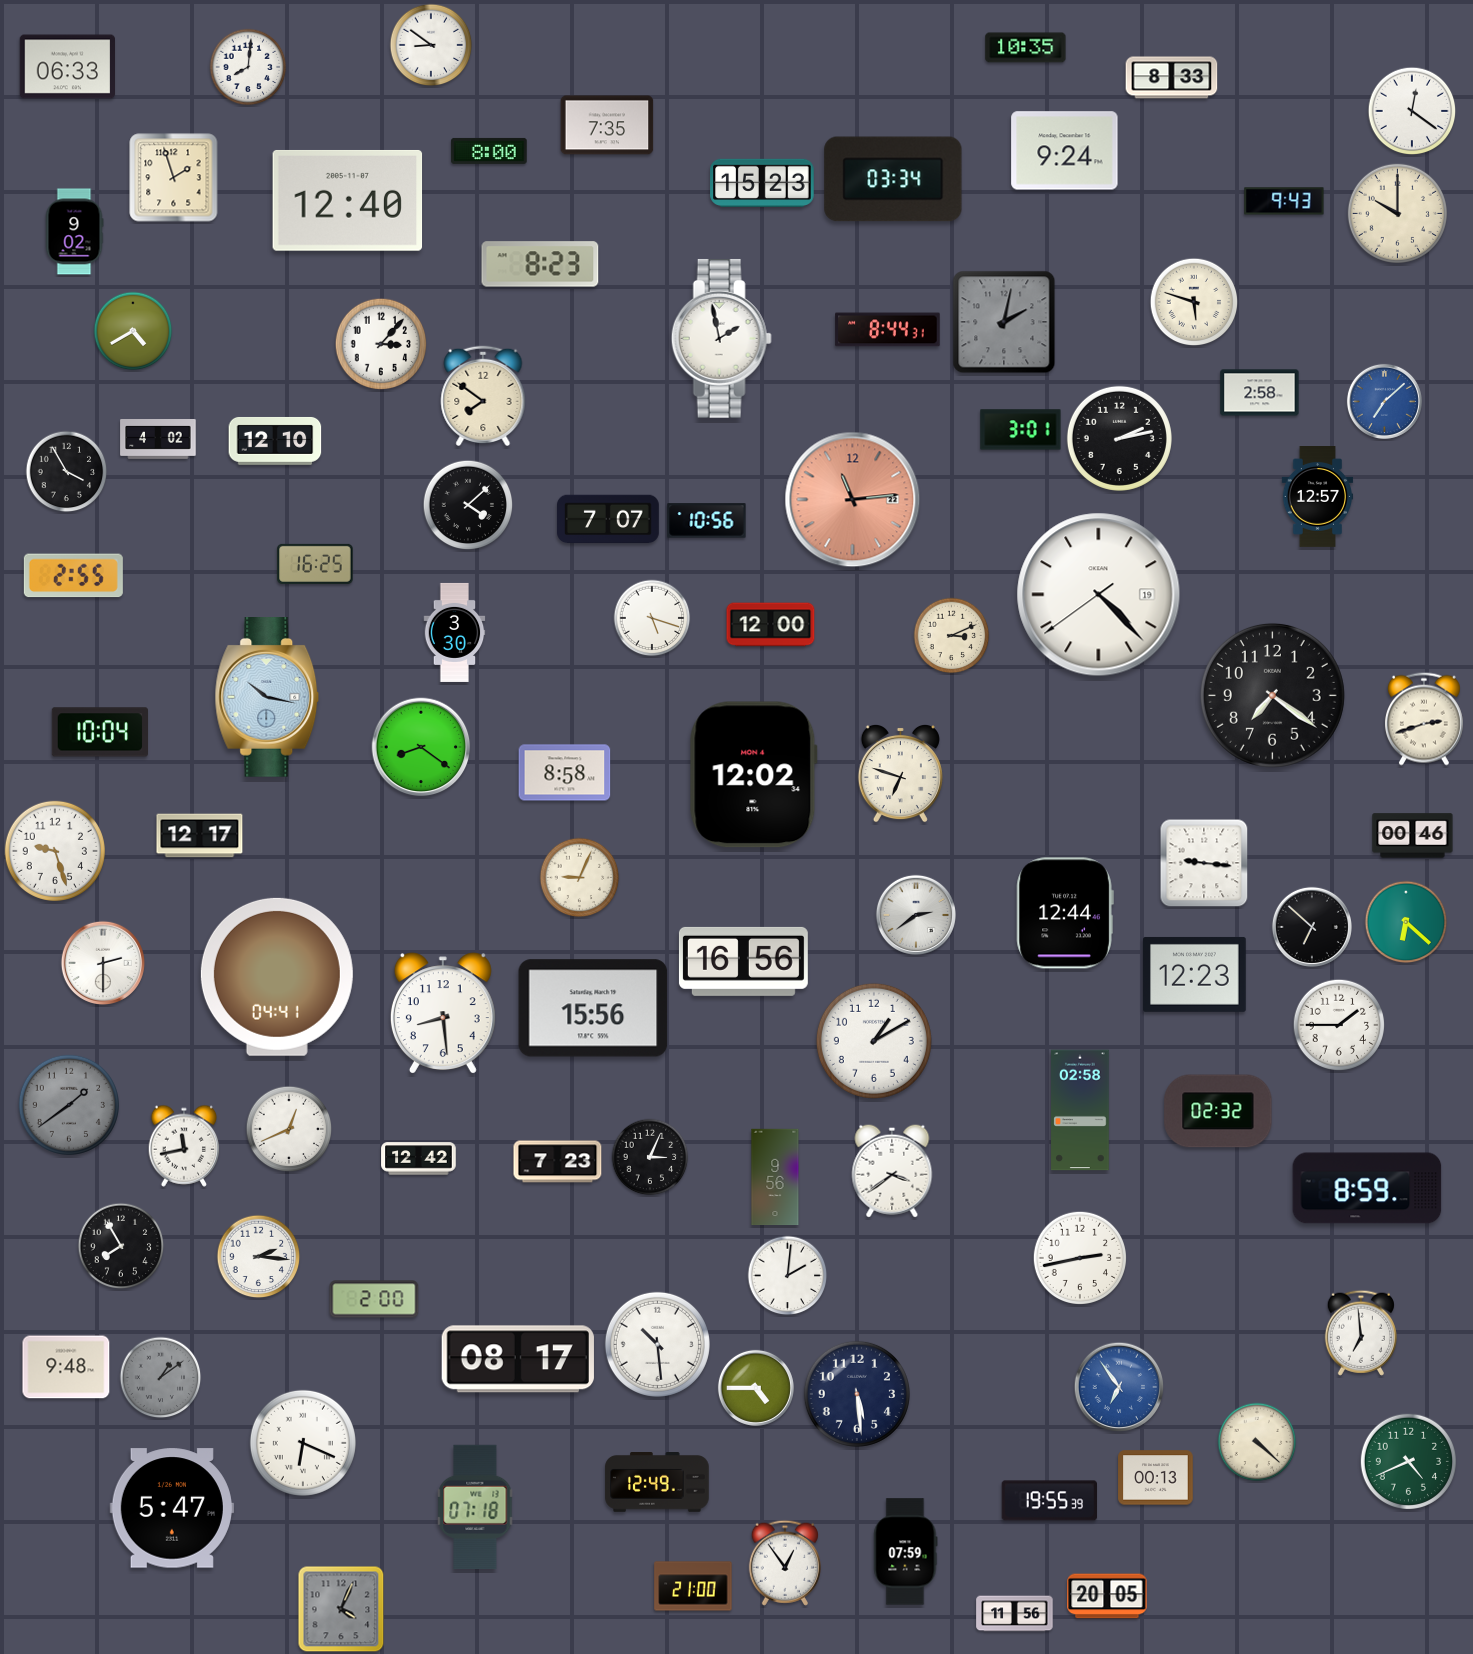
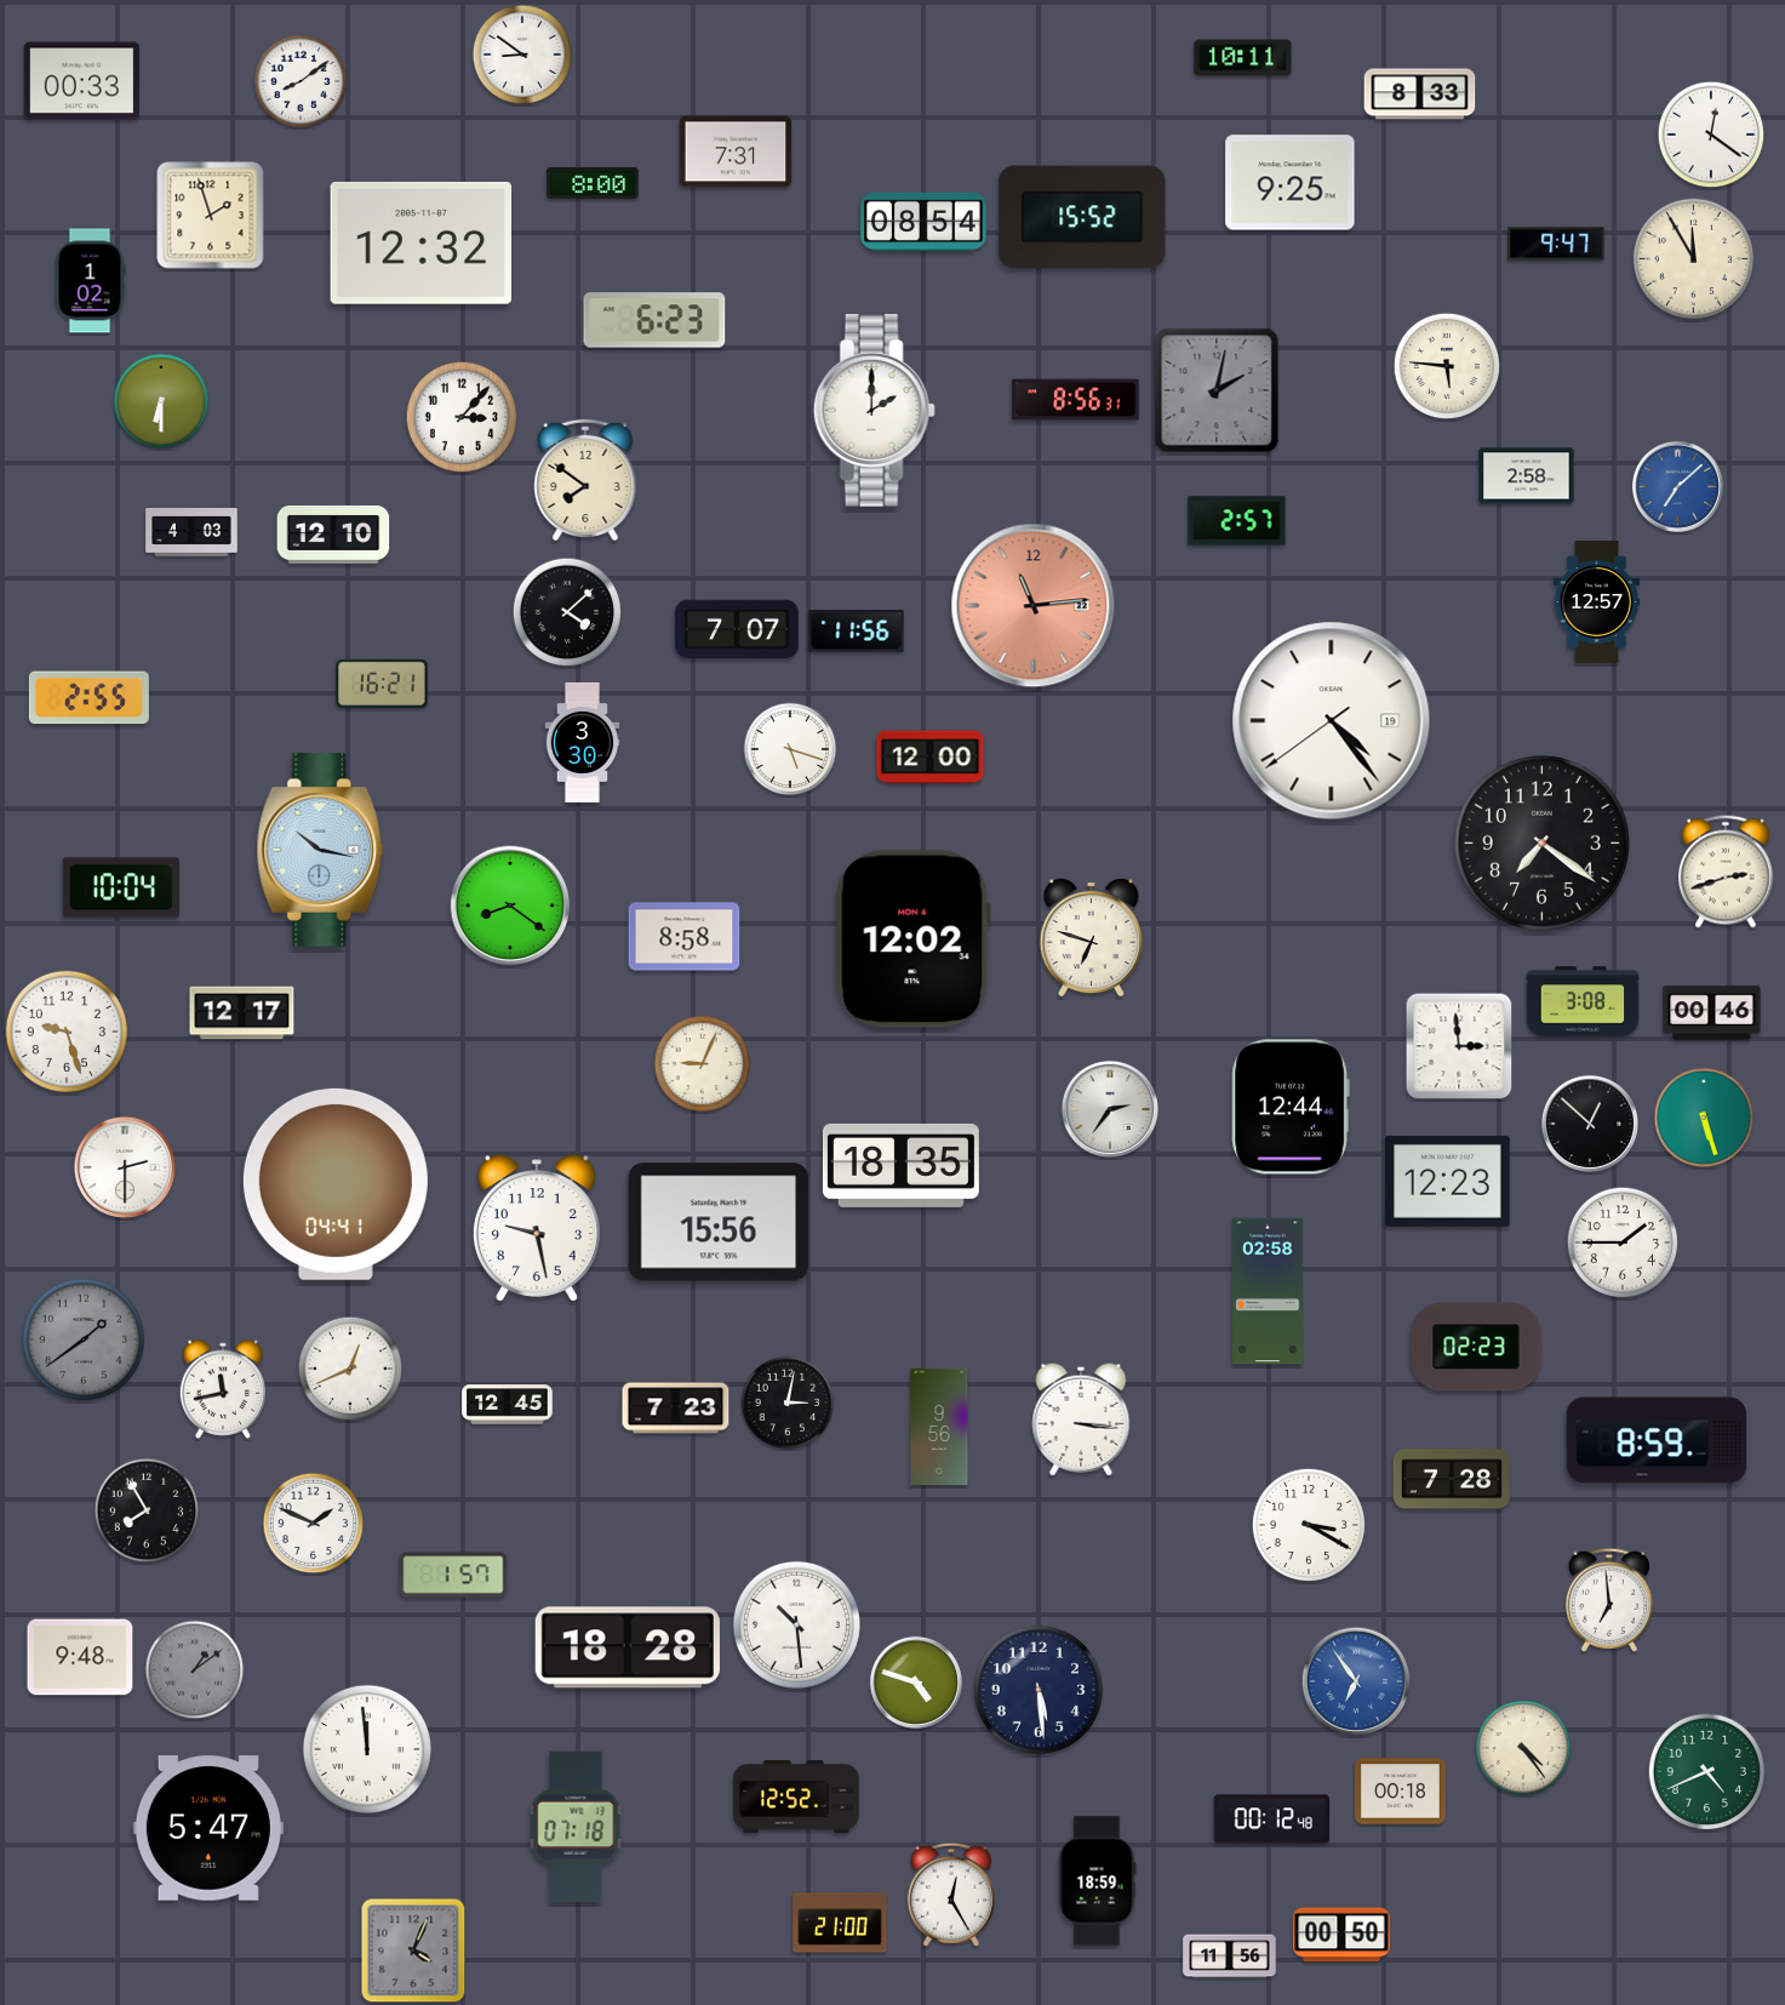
clock at (1026, 48): 10:35 -> 10:11
clock at (67, 67): 06:33 -> 00:33
clock at (248, 67): 8:01 -> 8:09
clock at (607, 125): 7:35 -> 7:31
clock at (1065, 151): 9:24 -> 9:25
clock at (893, 179): 03:34 -> 15:52
clock at (762, 182): 15:23 -> 08:54
clock at (348, 200): 12:40 -> 12:32
clock at (1284, 201): 9:43 -> 9:47
clock at (1397, 213): 10:00 -> 11:55
clock at (74, 232): 9:02 -> 1:02
clock at (540, 264): 8:23 -> 6:23
clock at (1194, 302): 5:48 -> 5:46
clock at (888, 330): 8:44 -> 8:56
clock at (133, 331): 4:40 -> 6:30
clock at (721, 338): 1:58 -> 2:00
clock at (1021, 430): 3:01 -> 2:57
clock at (1119, 438): 2:13 -> none
clock at (158, 440): 4:02 -> 4:03
clock at (67, 472): 3:55 -> none
clock at (707, 521): 10:56 -> 11:56
clock at (315, 564): 16:25 -> 16:21
clock at (1099, 595): 4:22 -> 4:23
clock at (771, 625) position: (771, 625) -> (931, 758)
clock at (455, 632) position: (455, 632) -> (583, 742)
clock at (952, 636): 3:11 -> none
clock at (267, 698) position: (267, 698) -> (320, 851)
clock at (1583, 1001): none -> 3:08
clock at (1204, 863): 9:16 -> 2:59
clock at (916, 915): 2:39 -> 2:36
clock at (1406, 922): 6:22 -> 5:27
clock at (1312, 927): 6:52 -> 12:52
clock at (743, 961): 16:56 -> 18:35
clock at (443, 1013): 8:29 -> 9:28
clock at (874, 1041): 1:10 -> none
clock at (1080, 1110) position: (1080, 1110) -> (1268, 1291)
clock at (1218, 1111): 02:32 -> 02:23
clock at (650, 1157): 3:04 -> 3:02
clock at (419, 1159): 12:42 -> 12:45
clock at (892, 1171): 3:39 -> 3:16
clock at (1452, 1479): none -> 7:28
clock at (259, 1257): 2:16 -> 1:49
clock at (1079, 1257): 2:43 -> 3:20
clock at (788, 1276): 2:01 -> none
clock at (374, 1299): 2:00 -> 1:57
clock at (1361, 1333) position: (1361, 1333) -> (1609, 1600)
clock at (657, 1344) position: (657, 1344) -> (796, 1624)
clock at (518, 1359): 08:17 -> 18:28
clock at (756, 1388): 4:45 -> 4:48
clock at (1257, 1442): 4:22 -> 4:24
clock at (303, 1443): 6:19 -> 11:59
clock at (1156, 1478): 00:13 -> 00:18
clock at (657, 1483): 12:49 -> 12:52
clock at (1049, 1501): 19:55 -> 00:12
clock at (906, 1552): 07:59 -> 18:59
clock at (785, 1563): 12:54 -> 12:25
clock at (1107, 1596): 20:05 -> 00:50
